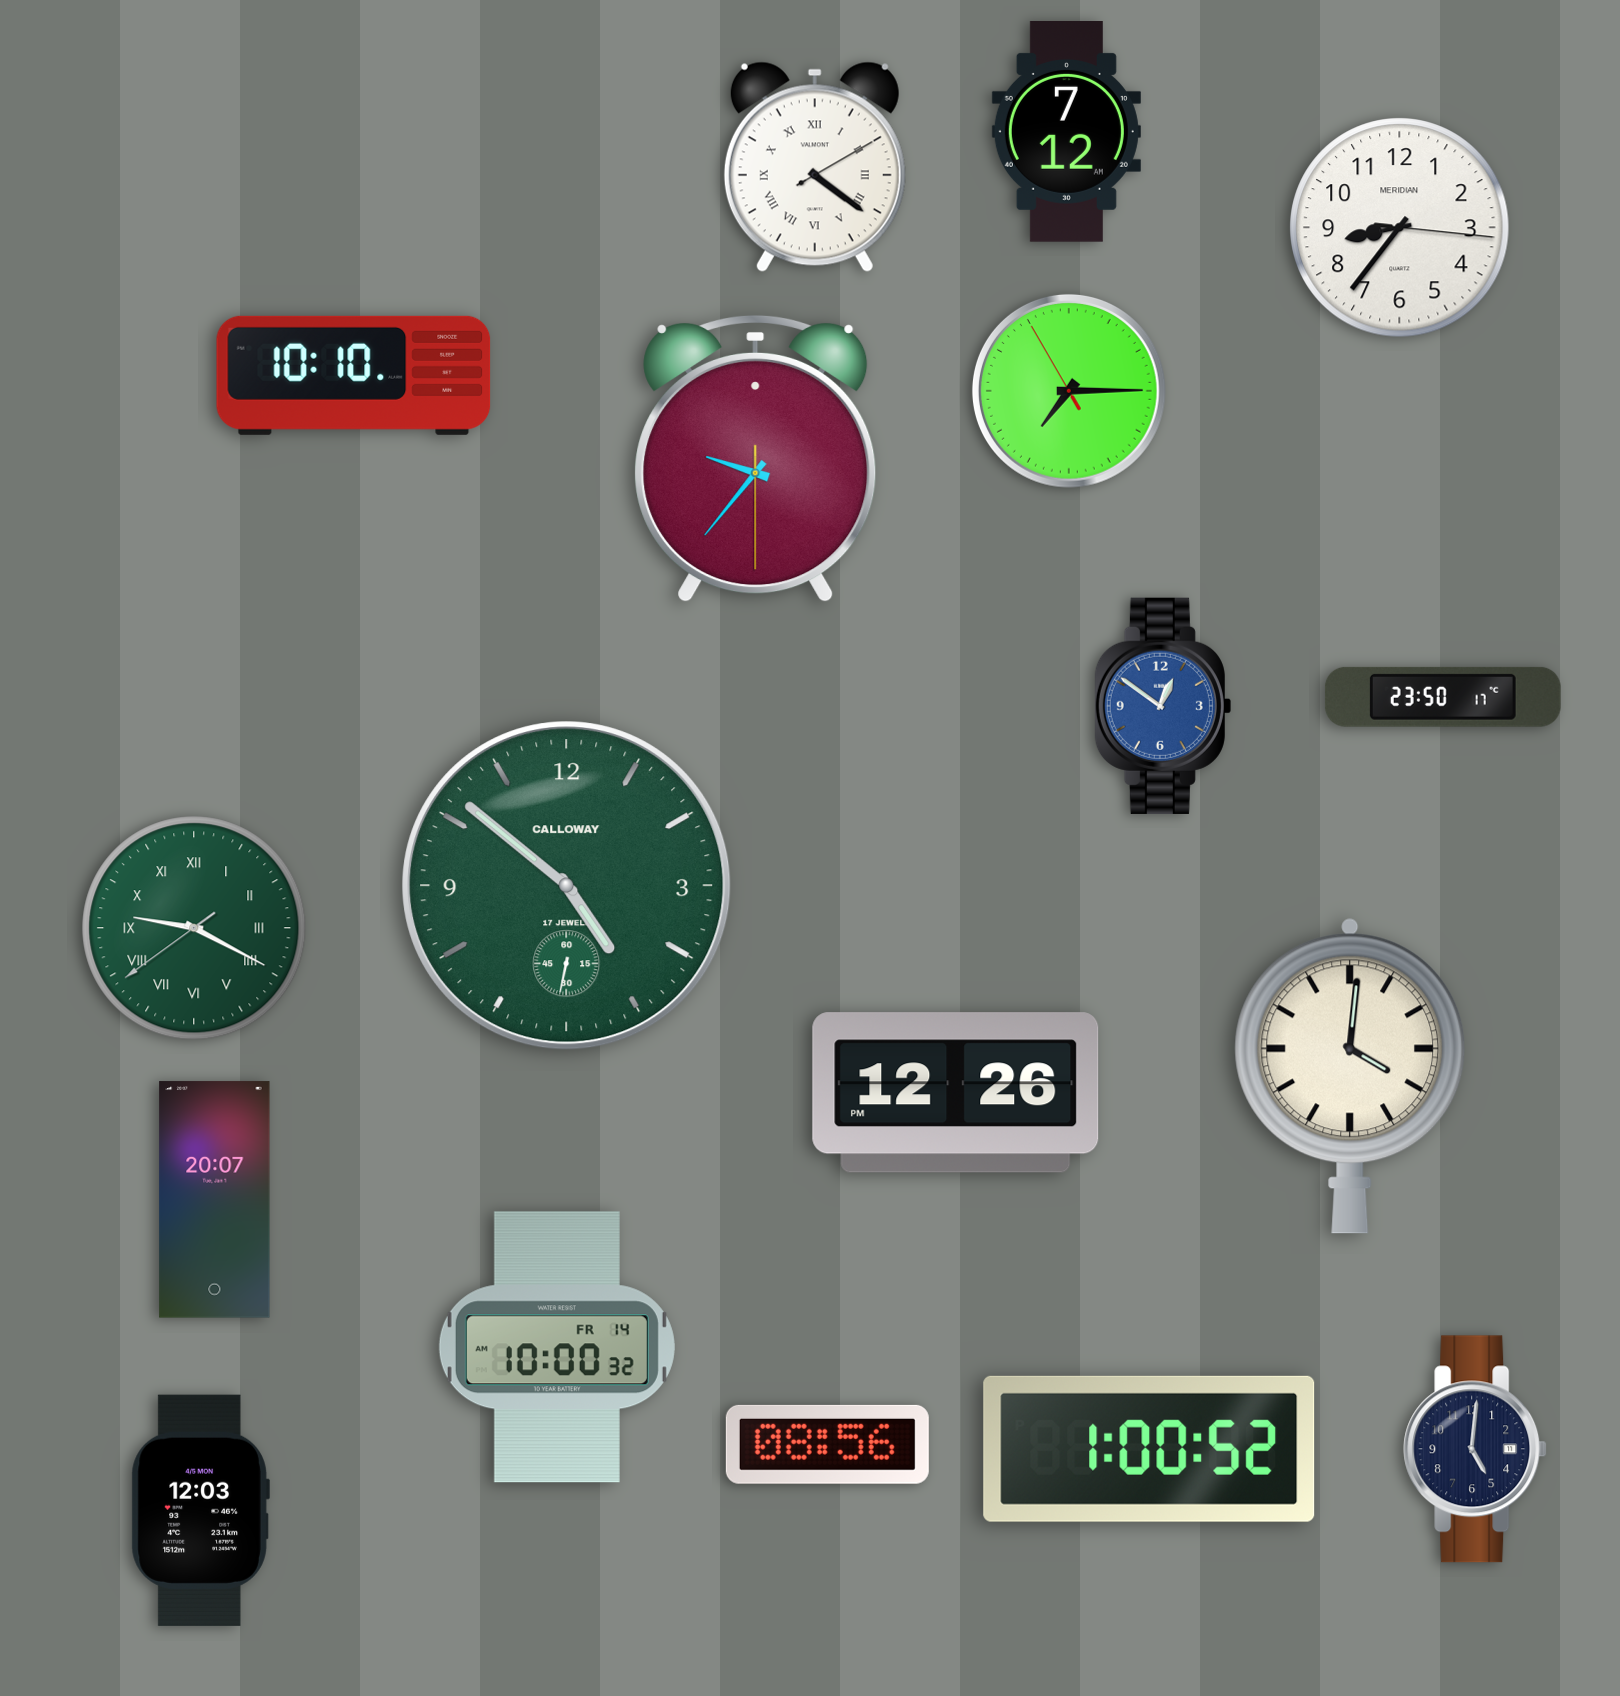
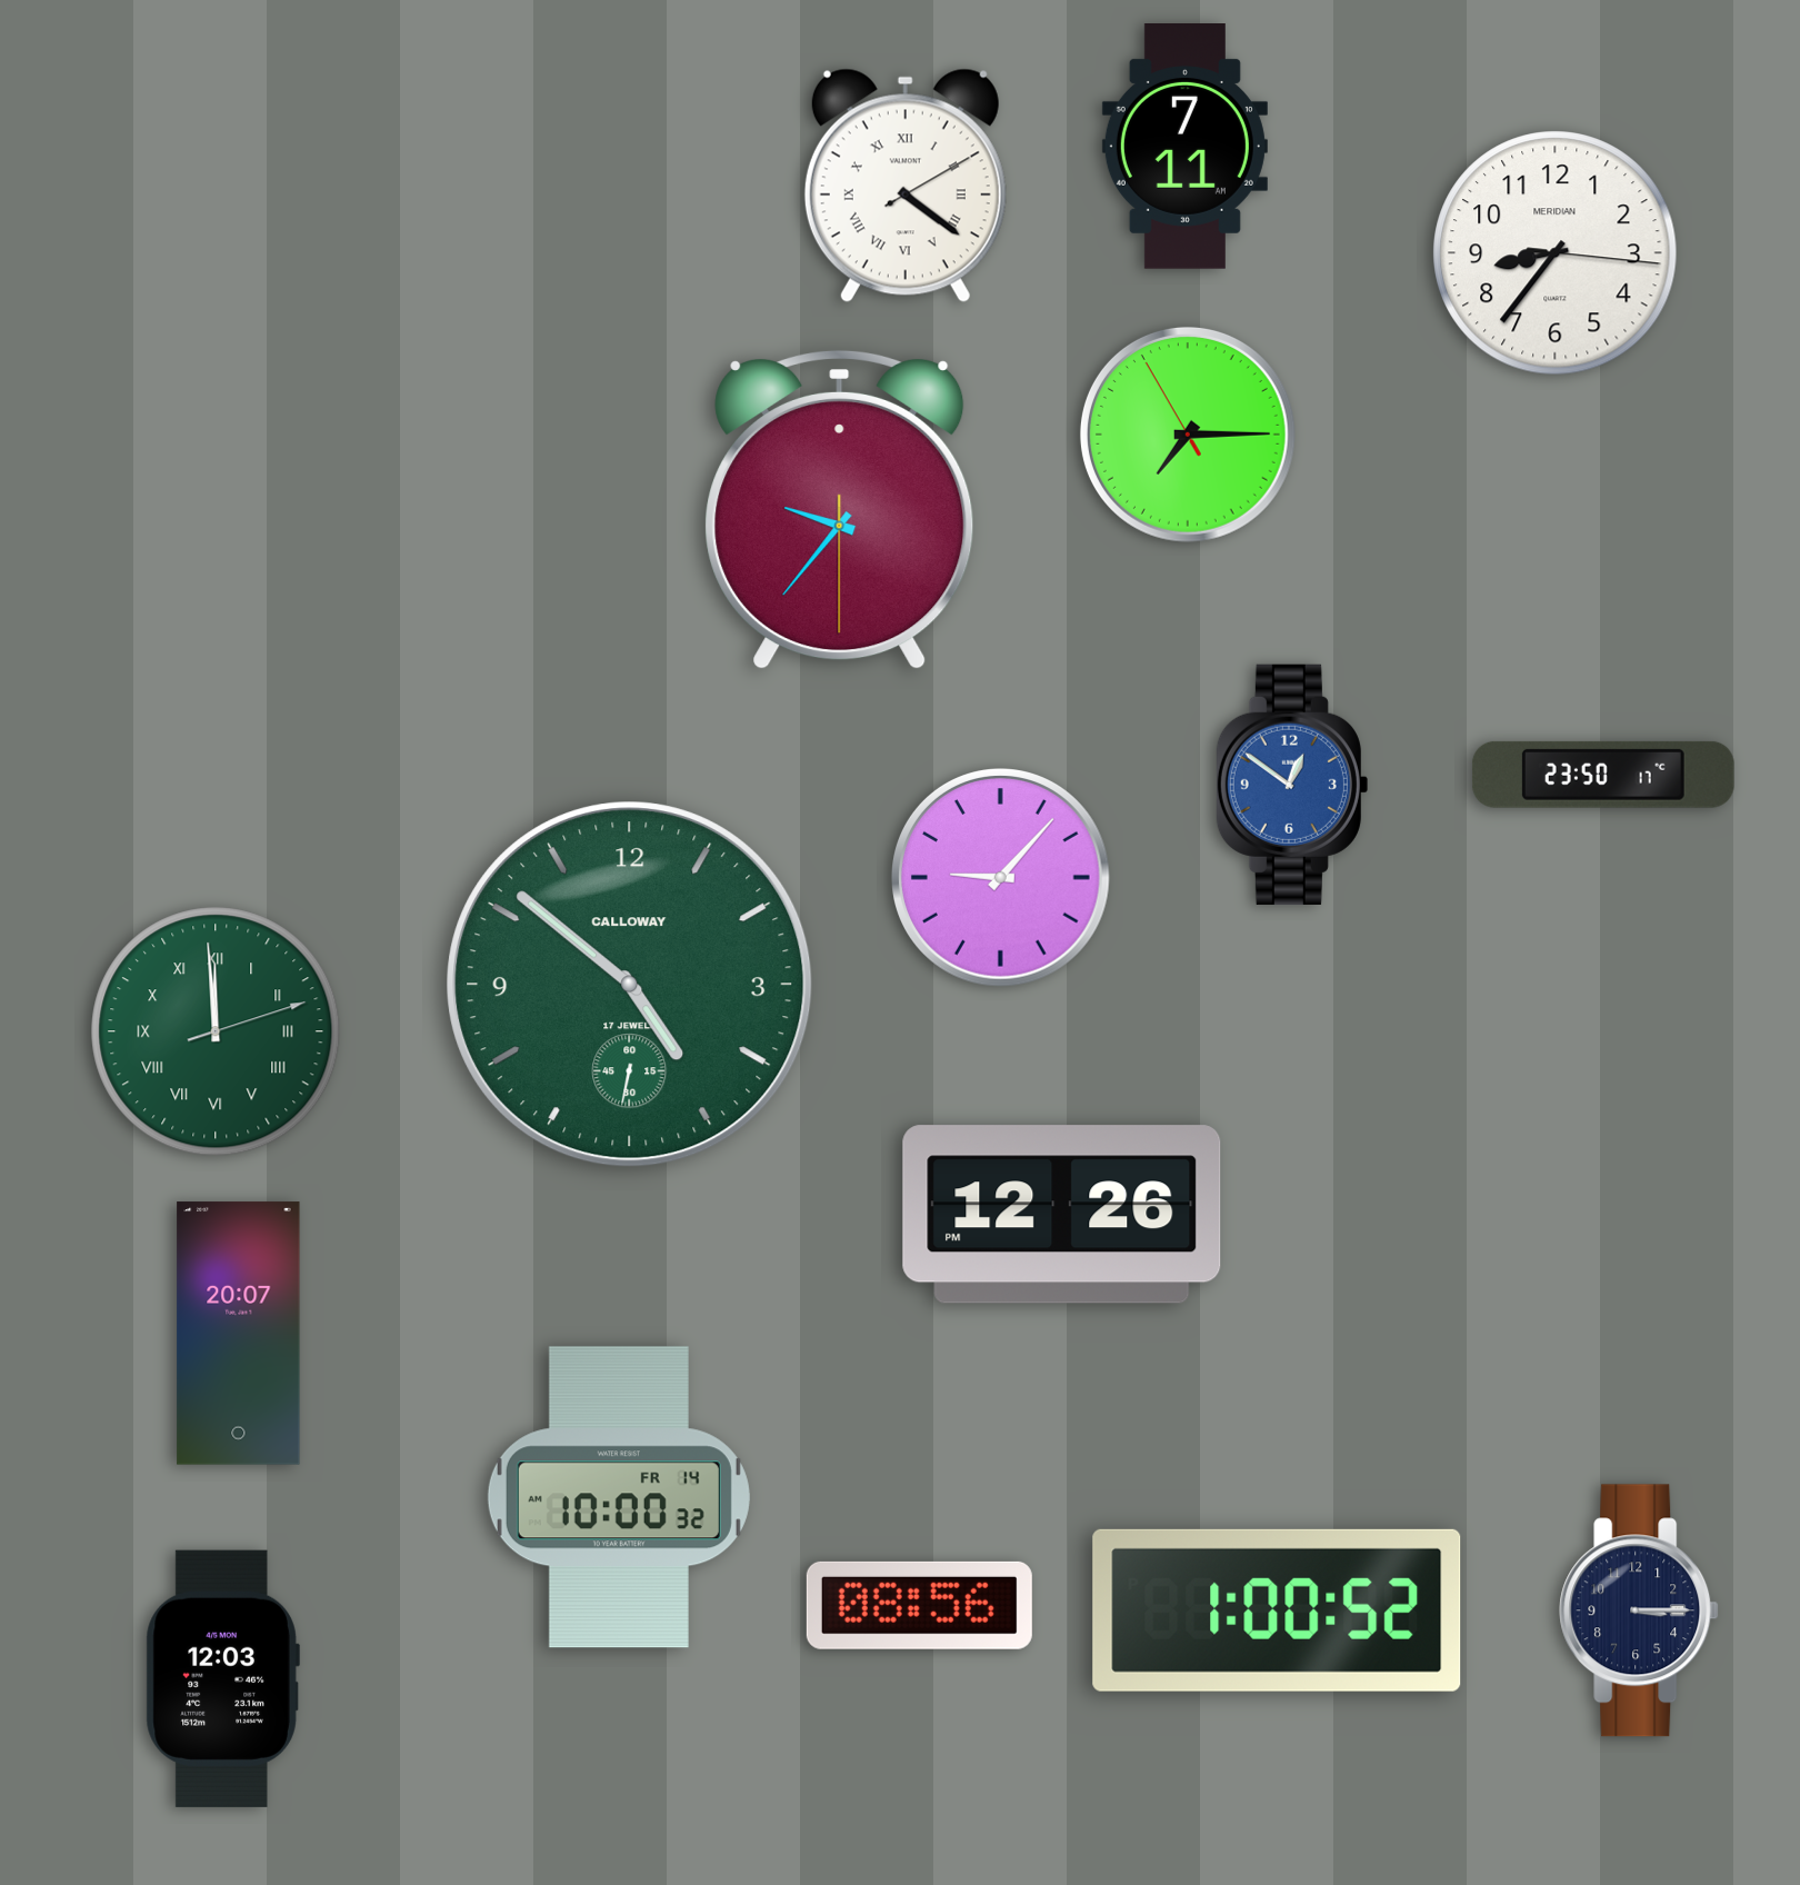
clock at (1066, 132): 7:12 -> 7:11
clock at (354, 375): 10:10 -> none
clock at (1001, 878): none -> 9:07
clock at (194, 928): 9:19 -> 11:59
clock at (1350, 1076): 4:01 -> none
clock at (1475, 1449): 5:01 -> 3:15
